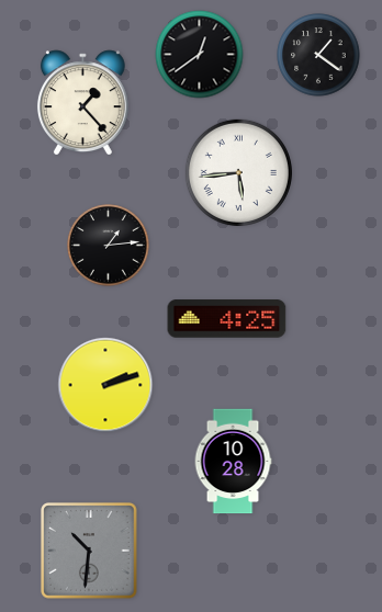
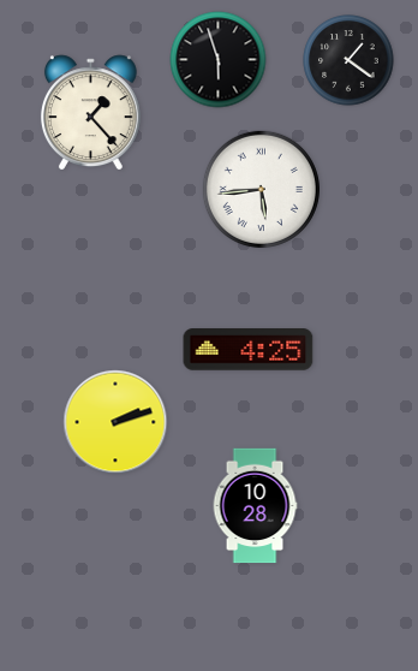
clock at (200, 55): 12:39 -> 5:57
clock at (109, 246): 1:14 -> none
clock at (89, 551): 10:31 -> none
